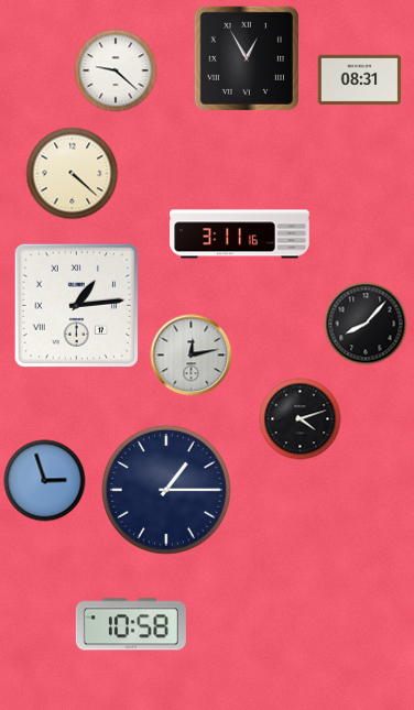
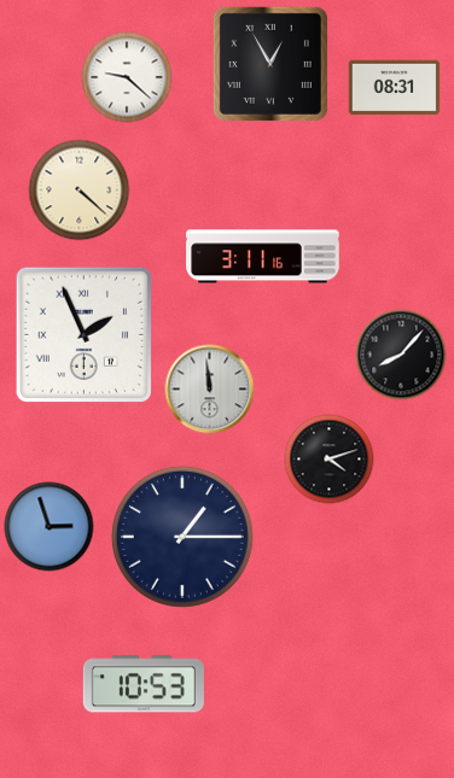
clock at (76, 305): 1:14 -> 1:56
clock at (192, 356): 12:13 -> 11:59
clock at (131, 624): 10:58 -> 10:53
